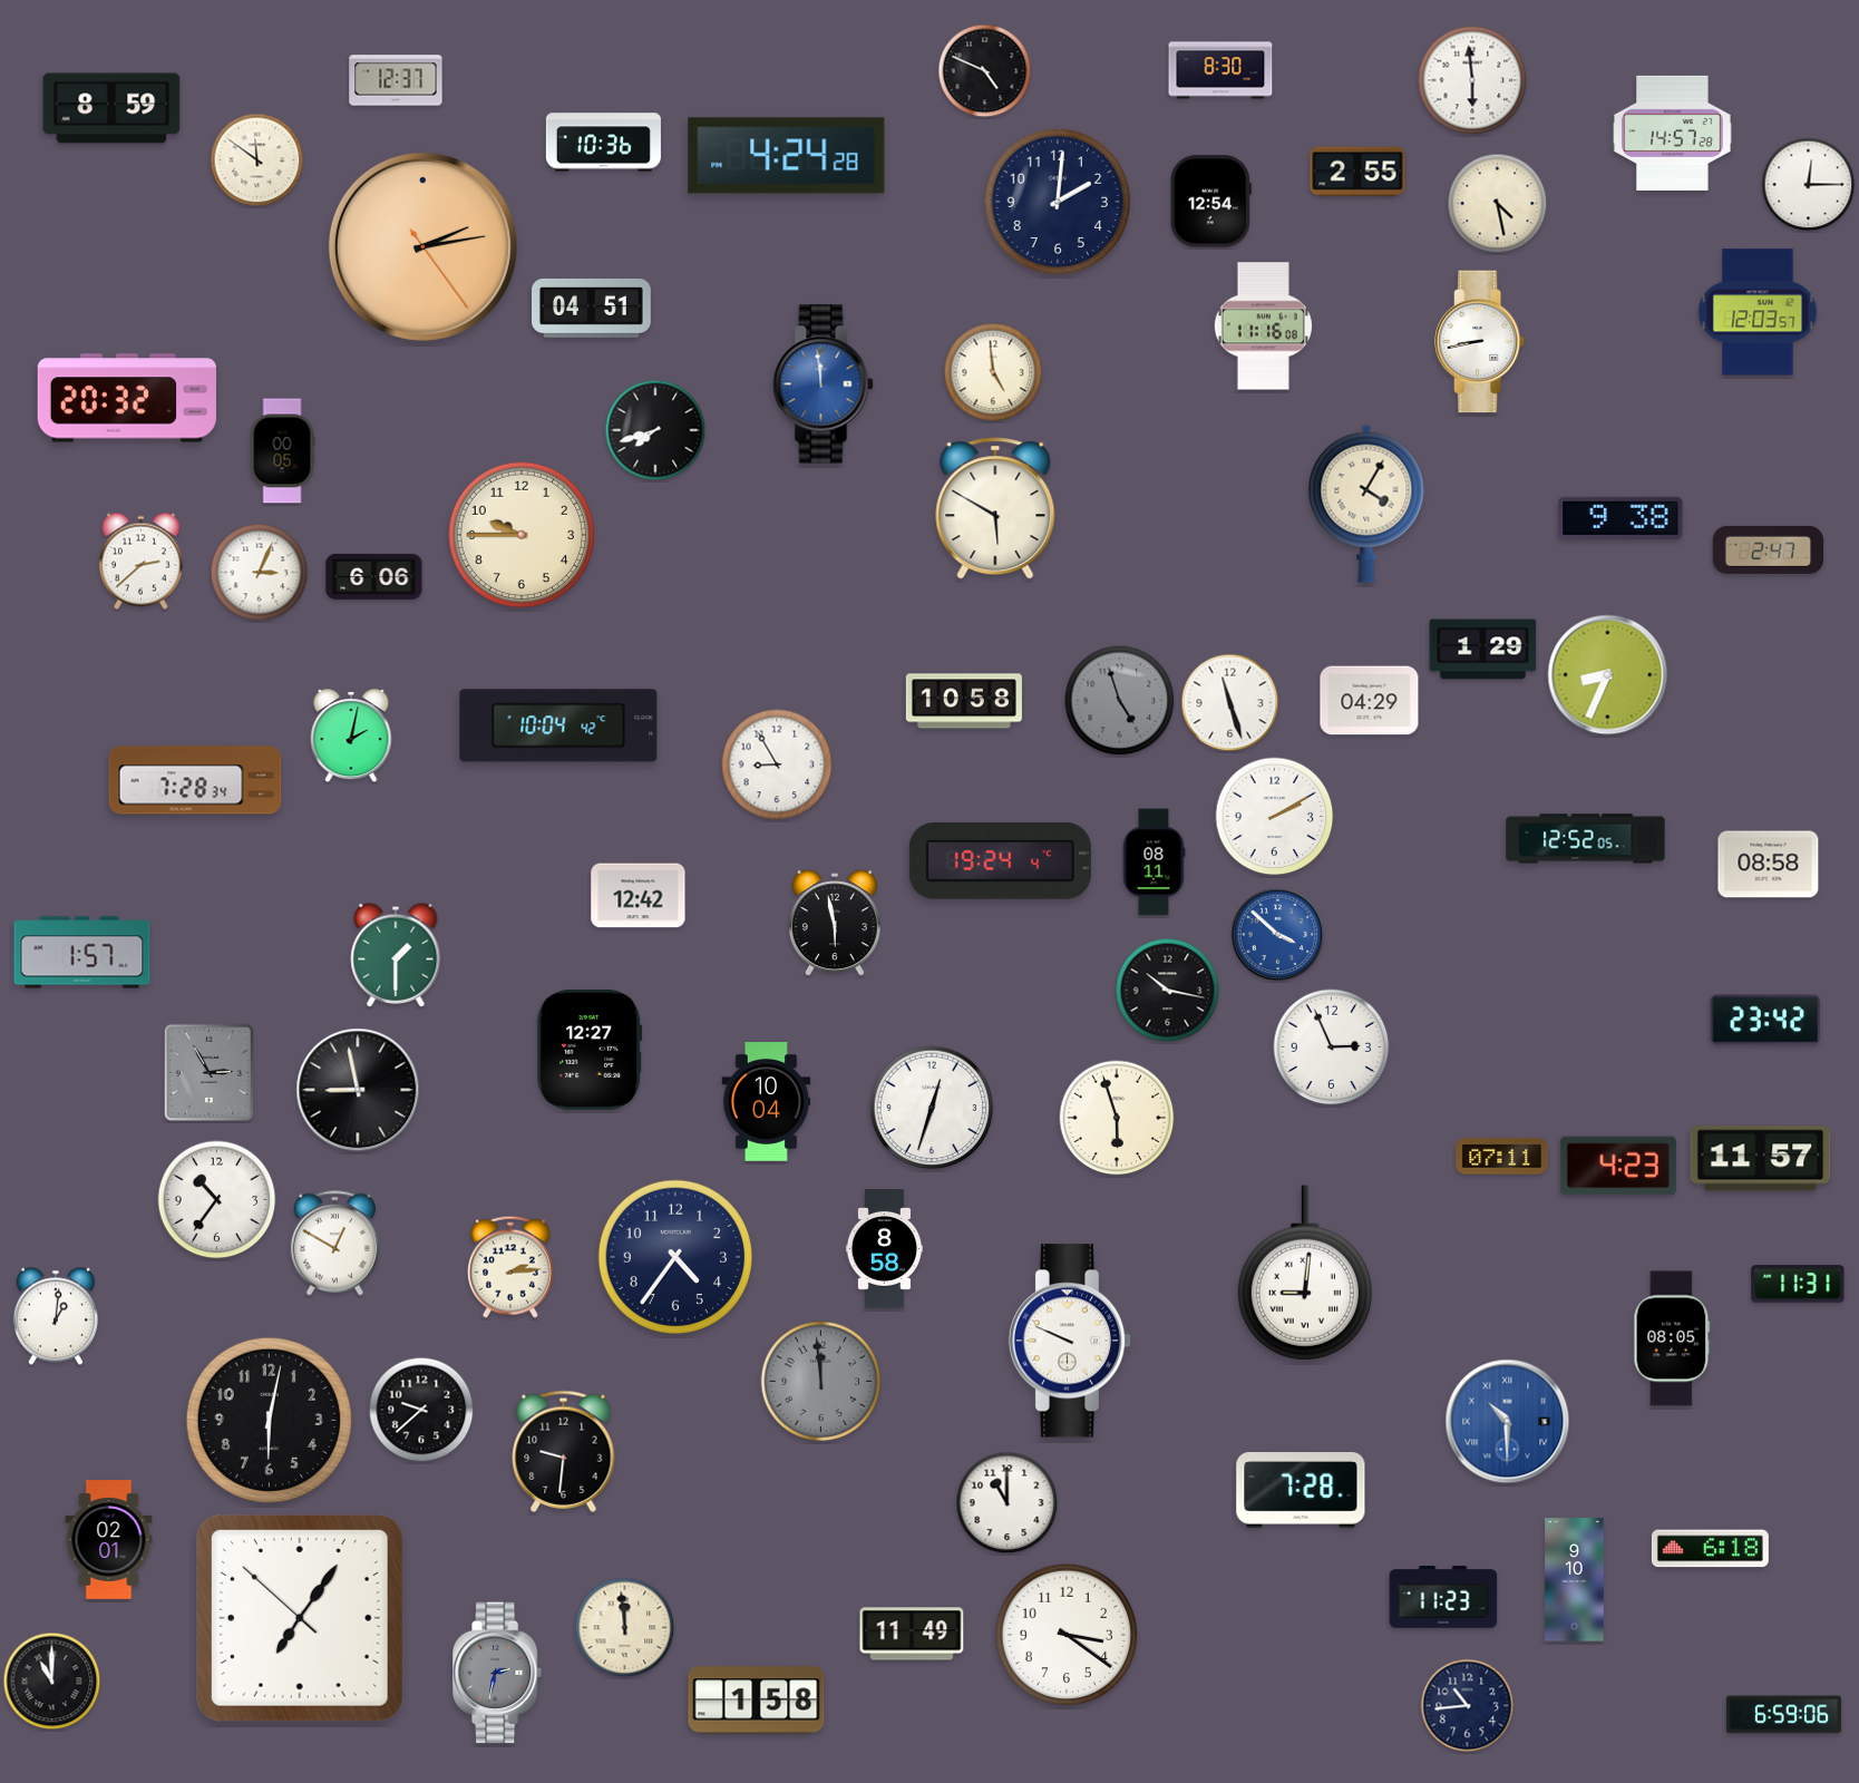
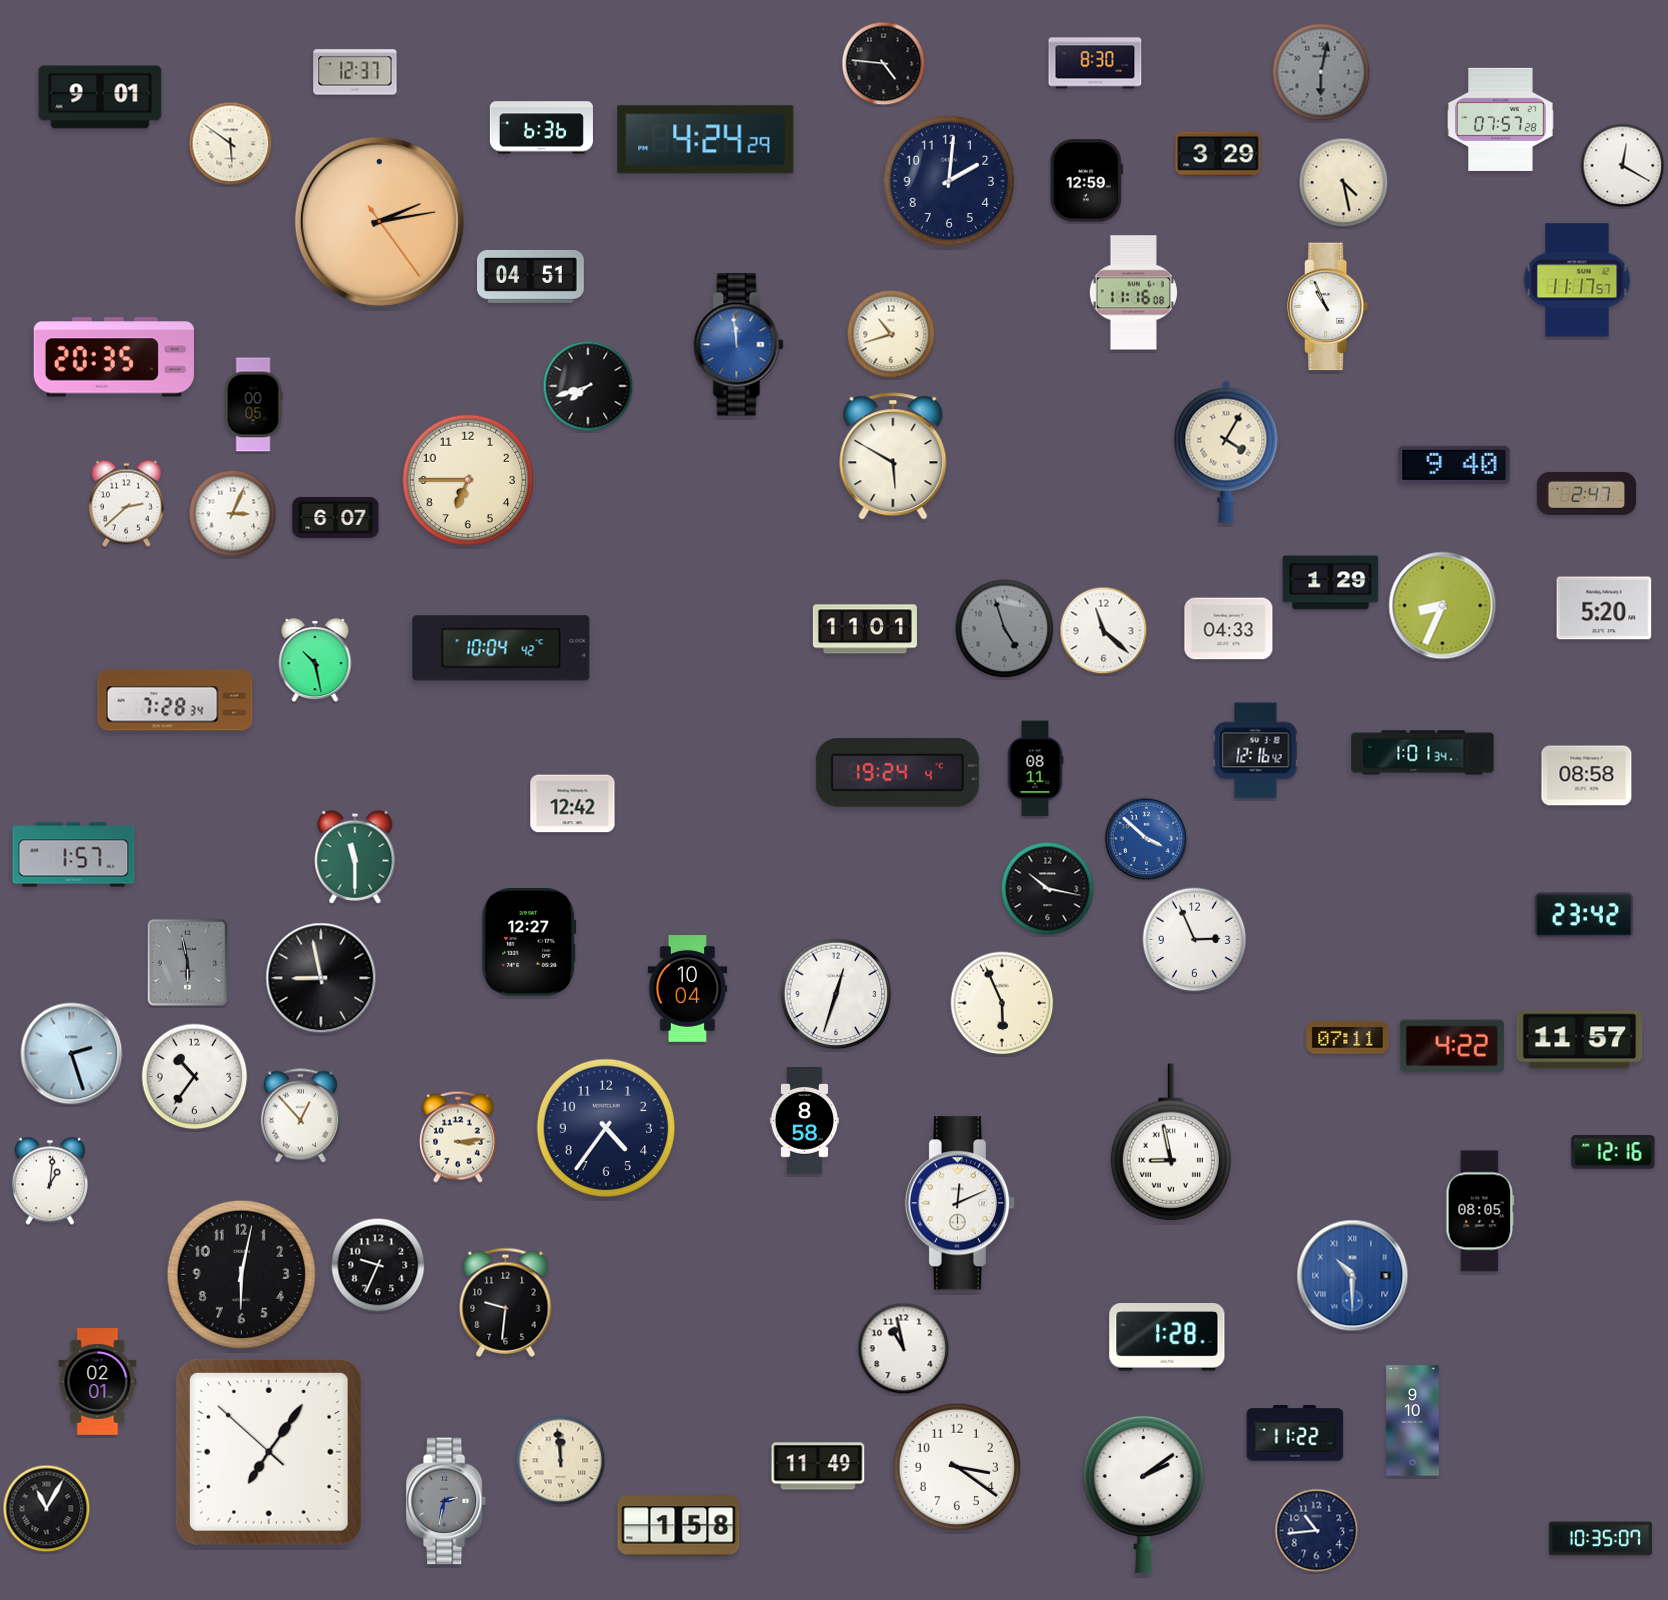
clock at (985, 71): 4:49 -> 4:46
clock at (1472, 80): 5:59 -> 6:02
clock at (1472, 80) dial: white -> grey
clock at (111, 108): 8:59 -> 9:01
clock at (1673, 133): 14:57 -> 07:57
clock at (603, 143): 10:36 -> 6:36
clock at (787, 156): 4:24:28 -> 4:24:29
clock at (257, 160): 11:51 -> 5:51
clock at (1357, 172): 2:55 -> 3:29
clock at (1809, 185): 12:15 -> 12:20
clock at (1210, 202): 12:54 -> 12:59
clock at (1758, 312): 12:03 -> 11:17
clock at (1481, 342): 8:43 -> 10:56
clock at (993, 372): 4:59 -> 10:42
clock at (127, 398): 20:32 -> 20:35
clock at (1620, 518): 9:38 -> 9:40
clock at (522, 535): 9:45 -> 6:45
clock at (374, 576): 6:06 -> 6:07
clock at (1604, 608): none -> 5:20
clock at (964, 701): 10:58 -> 11:01
clock at (1370, 701): 04:29 -> 04:33
clock at (1230, 703): 11:27 -> 11:22
clock at (558, 725) position: (558, 725) -> (501, 648)
clock at (351, 737): 2:02 -> 10:28
clock at (777, 764): 8:55 -> none
clock at (1275, 817): 2:10 -> none
clock at (1256, 751): none -> 12:16
clock at (1586, 839): 12:52 -> 1:01
clock at (1154, 863) position: (1154, 863) -> (1035, 769)
clock at (835, 924): 5:58 -> none
clock at (396, 955): 1:30 -> 11:30
clock at (208, 1072): 2:55 -> 5:58
clock at (1117, 1118): 5:57 -> 5:56
clock at (1618, 1166): 4:23 -> 4:22
clock at (72, 1054): none -> 2:27
clock at (334, 1244): 12:50 -> 12:53
clock at (885, 1249) position: (885, 1249) -> (805, 1121)
clock at (510, 1267): 2:14 -> 3:14
clock at (1305, 1273): 9:01 -> 8:58
clock at (1798, 1284): 11:31 -> 12:16
clock at (1672, 1338) position: (1672, 1338) -> (1480, 1211)
clock at (1070, 1341): 9:49 -> 12:11
clock at (821, 1382): 11:59 -> none
clock at (421, 1410): 9:38 -> 9:34
clock at (1301, 1491): 7:28 -> 1:28
clock at (1008, 1503): 11:00 -> 10:58
clock at (1710, 1549): 6:18 -> none
clock at (1575, 1580) position: (1575, 1580) -> (1413, 1421)
clock at (1443, 1597): 11:23 -> 11:22
clock at (1143, 1494): none -> 2:09
clock at (52, 1682): 11:00 -> 11:05
clock at (1783, 1715): 6:59 -> 10:35
